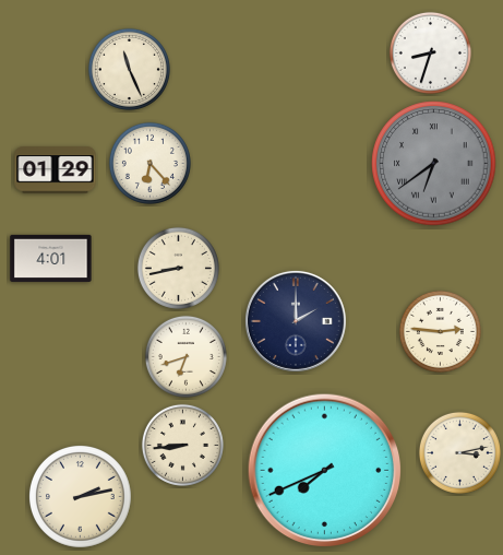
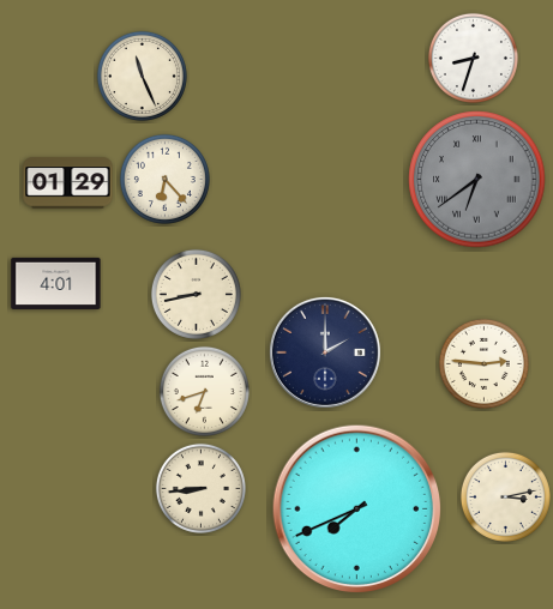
clock at (56, 170) position: (56, 170) -> (68, 183)
clock at (325, 471) position: (325, 471) -> (357, 509)
clock at (81, 497): 2:13 -> none
